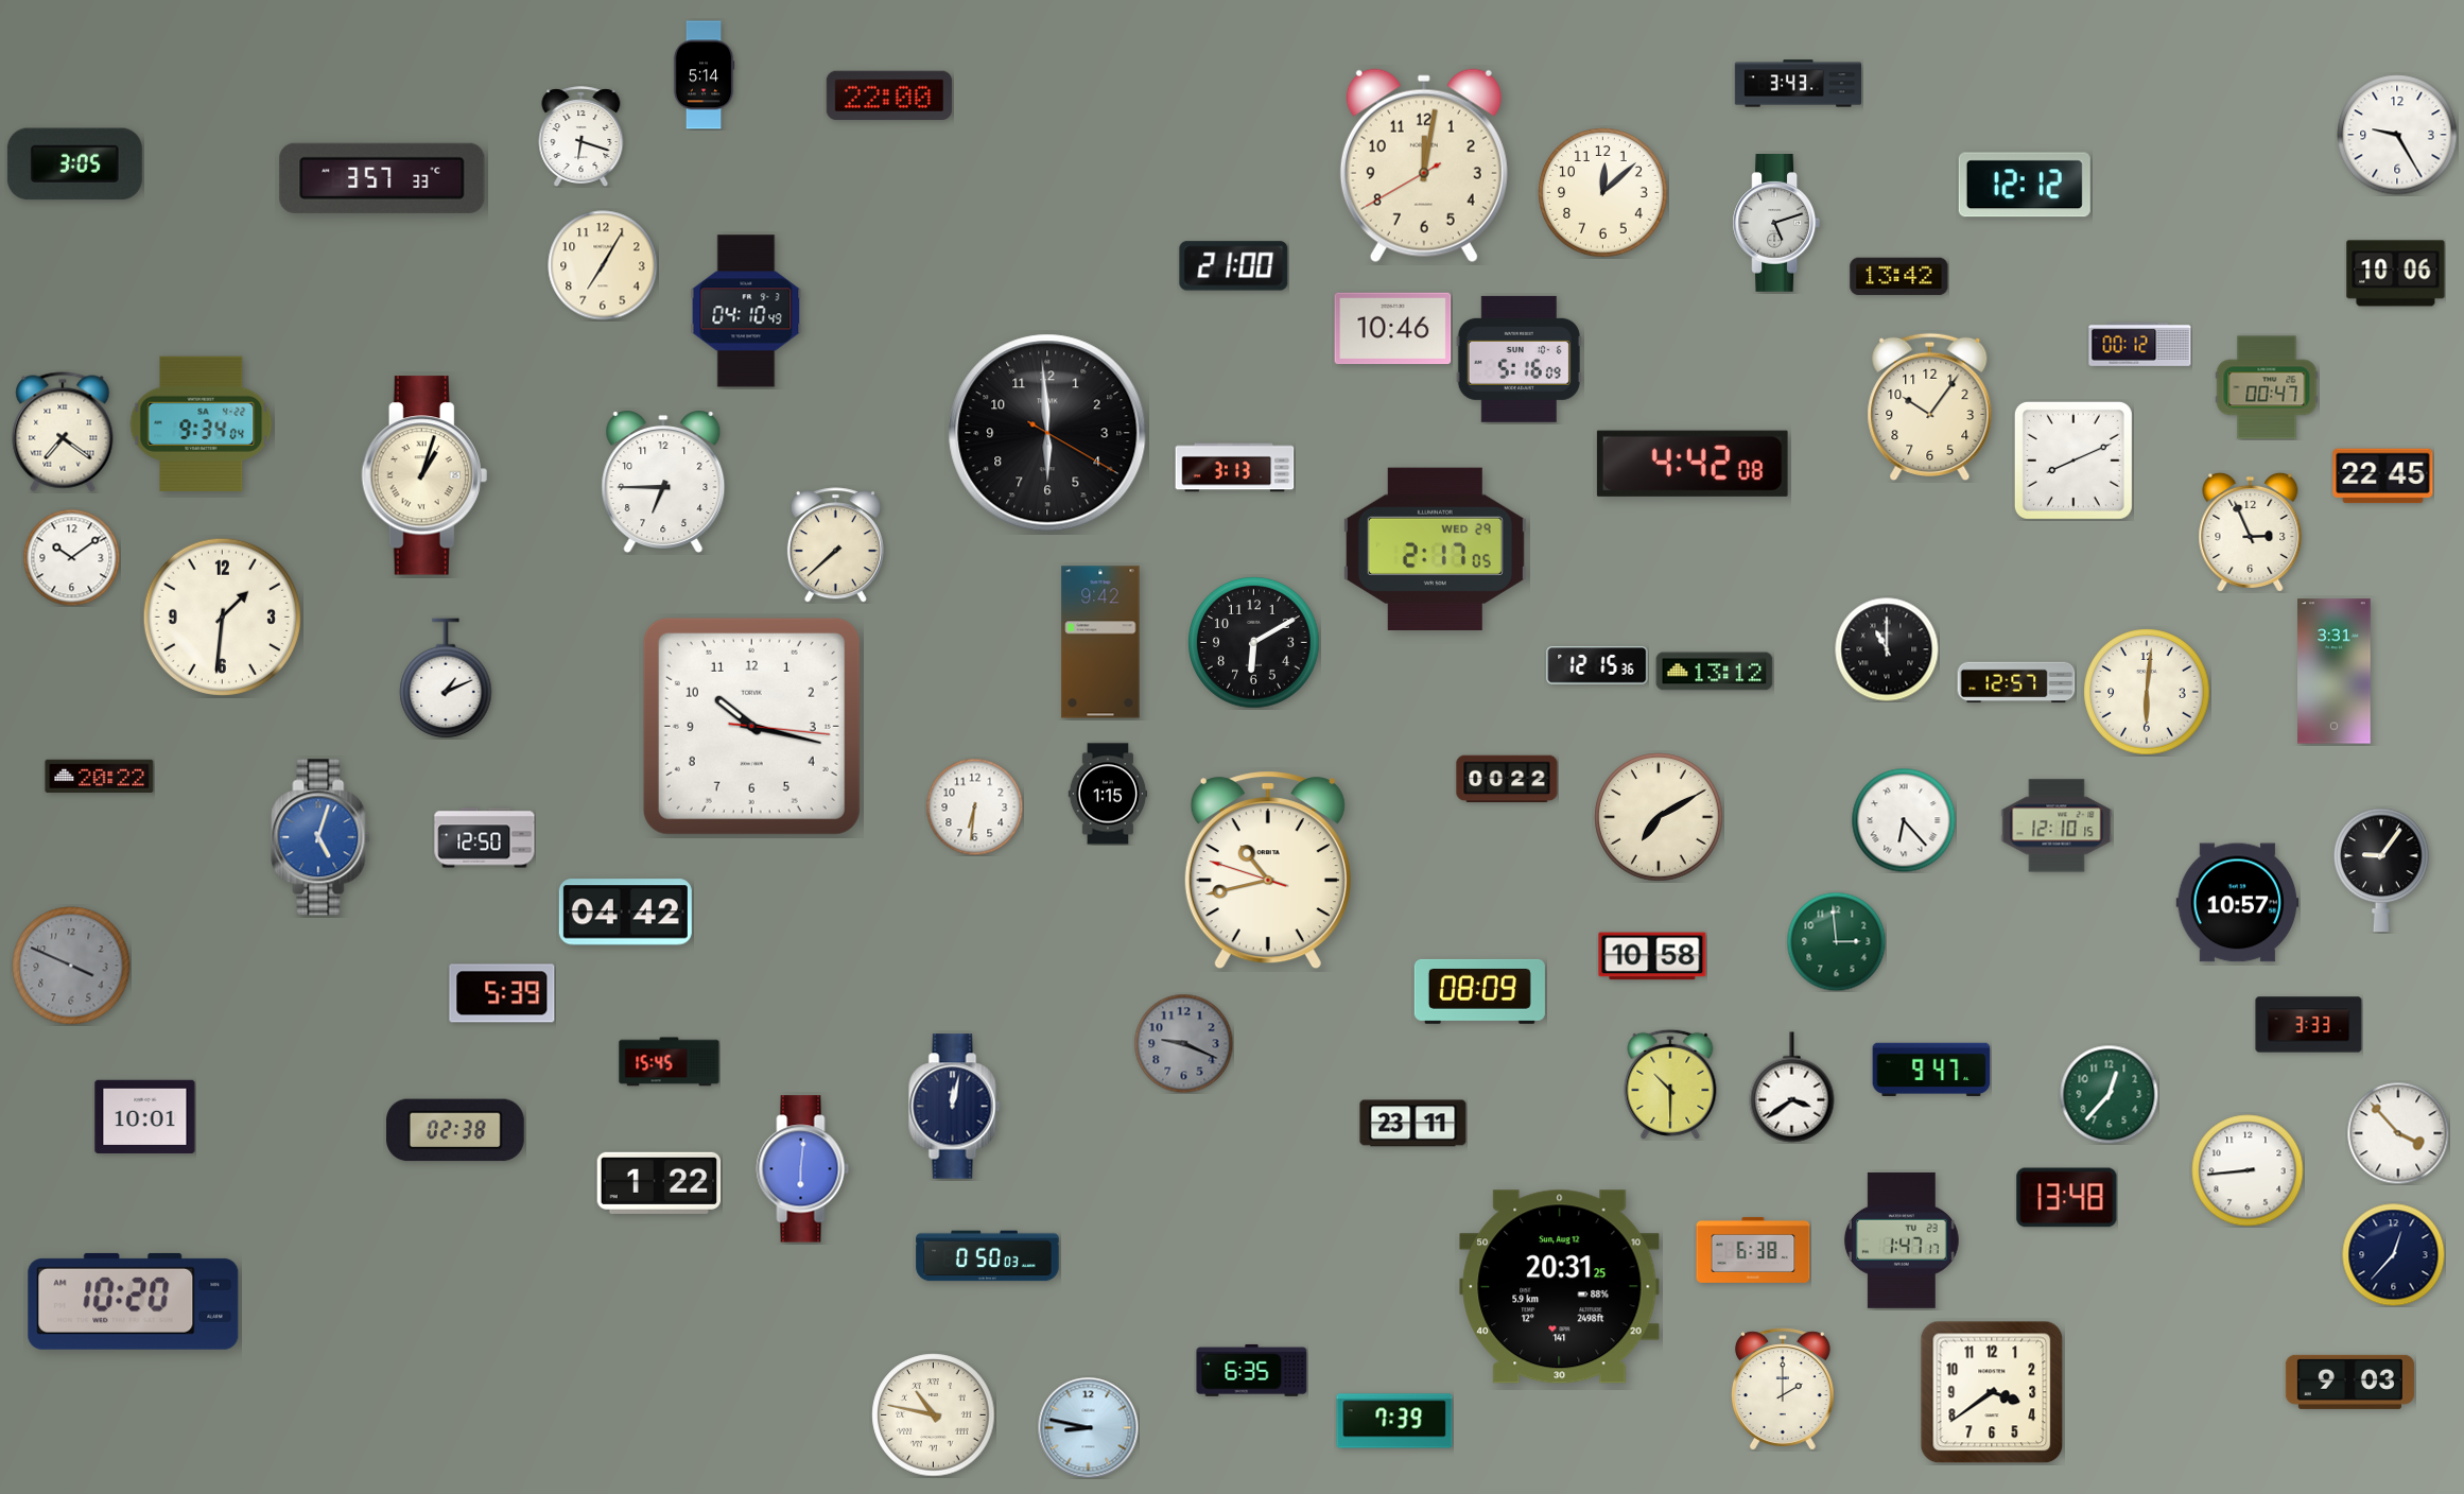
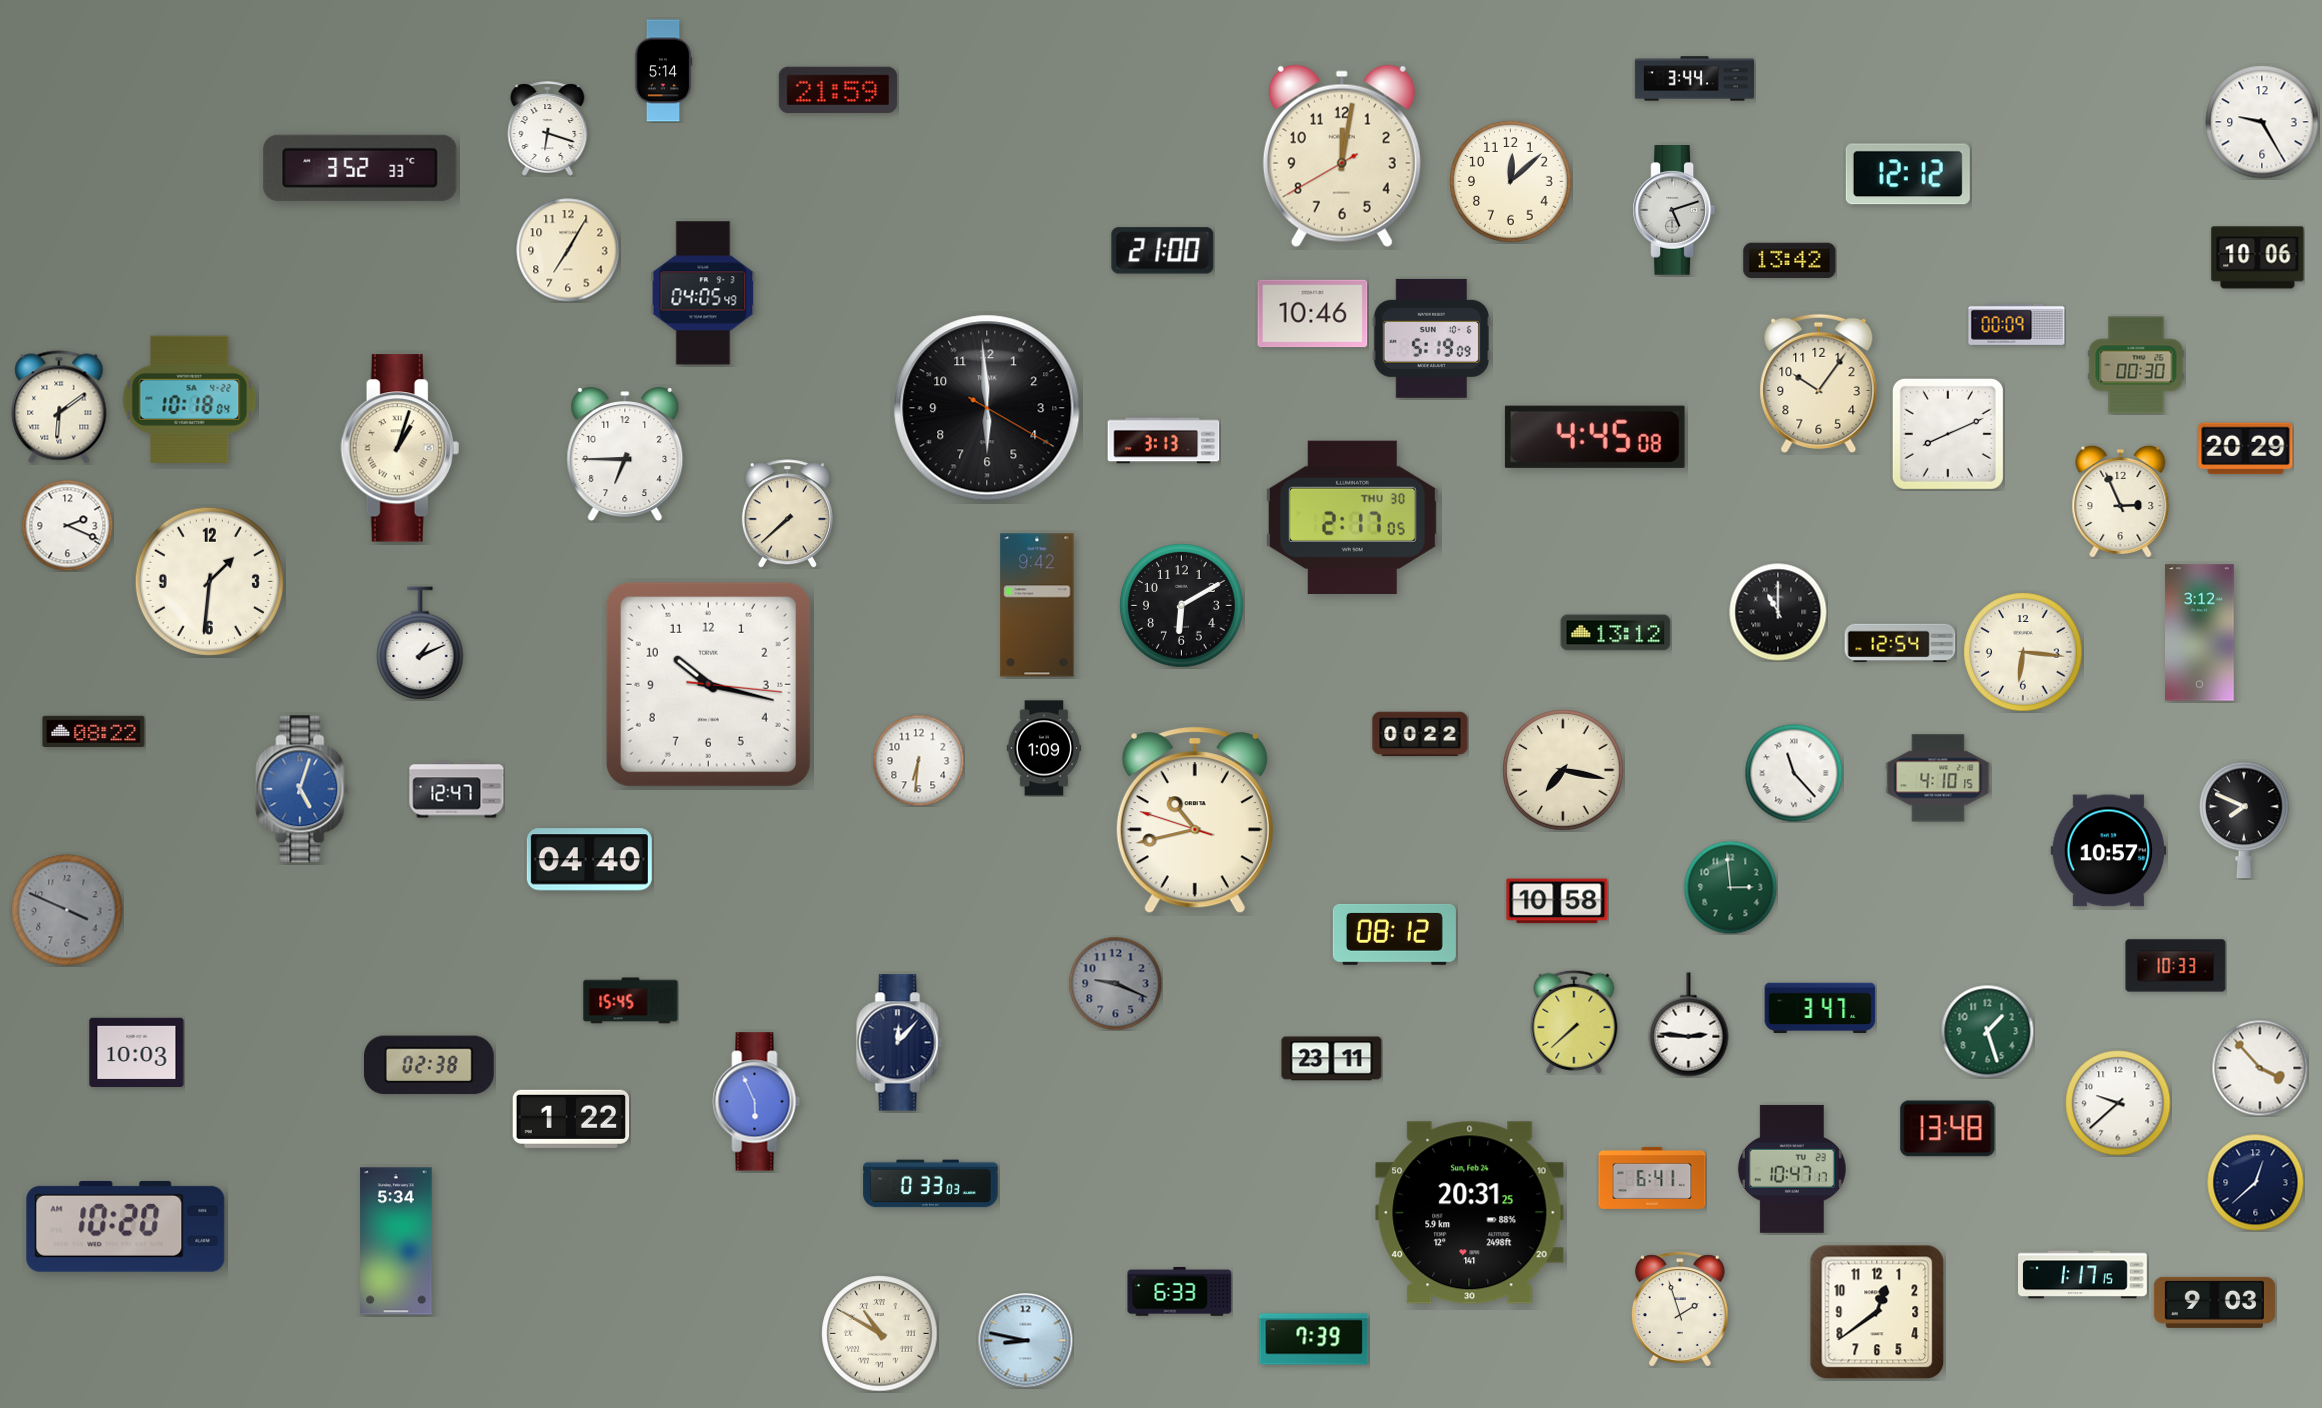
clock at (1799, 84): 3:43 -> 3:44
clock at (889, 94): 22:00 -> 21:59
clock at (2397, 135) position: (2397, 135) -> (2262, 122)
clock at (74, 164): 3:05 -> none
clock at (382, 178): 3:57 -> 3:52
clock at (746, 311): 04:10 -> 04:05
clock at (1393, 329) position: (1393, 329) -> (1313, 314)
clock at (2140, 344): 00:12 -> 00:09
clock at (1519, 359): 5:16 -> 5:19
clock at (2267, 387): 00:47 -> 00:30
clock at (202, 423): 9:34 -> 10:18
clock at (63, 432): 7:21 -> 6:09
clock at (2073, 461) position: (2073, 461) -> (1948, 434)
clock at (1693, 464): 4:42 -> 4:45
clock at (2383, 476): 22:45 -> 20:29
clock at (1435, 549) date: WED 29 -> THU 30
clock at (71, 557): 10:09 -> 2:19
clock at (1597, 665): 12:15 -> none
clock at (2335, 672): 3:31 -> 3:12
clock at (446, 678) position: (446, 678) -> (420, 643)
clock at (2016, 682): 12:57 -> 12:54
clock at (2147, 692): 6:01 -> 6:16
clock at (100, 776): 20:22 -> 08:22
clock at (1108, 794): 1:15 -> 1:09
clock at (1659, 817): 7:10 -> 7:17
clock at (1904, 820): 6:23 -> 11:23
clock at (2057, 826): 12:10 -> 4:10
clock at (485, 838): 12:50 -> 12:47
clock at (2381, 870): 9:06 -> 7:49
clock at (625, 913): 04:42 -> 04:40
clock at (1479, 991): 08:09 -> 08:12
clock at (502, 993): 5:39 -> none
clock at (2309, 1025): 3:33 -> 10:33
clock at (1931, 1070): 9:47 -> 3:47
clock at (1670, 1084): 10:30 -> 7:38
clock at (1792, 1088): 3:39 -> 2:46
clock at (2109, 1094): 12:37 -> 1:27
clock at (955, 1107): 12:02 -> 12:07
clock at (145, 1116): 10:01 -> 10:03
clock at (803, 1169): 6:01 -> 5:56
clock at (2248, 1170): 8:44 -> 9:38
clock at (659, 1183) position: (659, 1183) -> (571, 1119)
clock at (1902, 1240): 1:47 -> 10:47
clock at (1753, 1250): 6:38 -> 6:41
clock at (2393, 1254): 12:37 -> 12:38
clock at (988, 1256): 0:50 -> 0:33
clock at (1560, 1287) date: Sun, Aug 12 -> Sun, Feb 24
clock at (396, 1241): none -> 5:34
clock at (2083, 1275): none -> 1:17
clock at (1252, 1370): 6:35 -> 6:33
clock at (1783, 1389): 2:00 -> 1:57
clock at (1992, 1392): 3:39 -> 12:39
clock at (934, 1415): 10:47 -> 10:50
clock at (1088, 1427) position: (1088, 1427) -> (1025, 1340)
